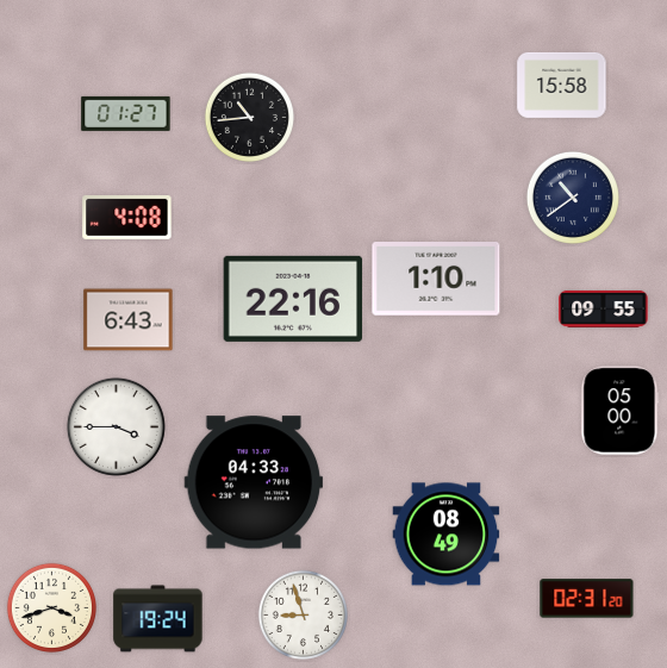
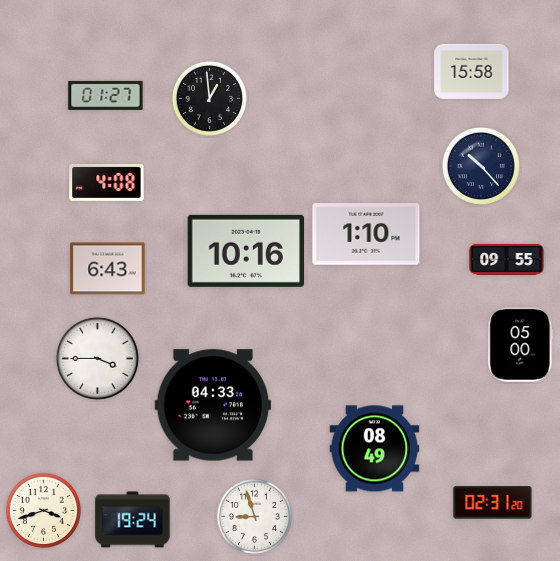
clock at (249, 117): 10:44 -> 12:59
clock at (573, 198): 10:39 -> 10:23
clock at (293, 299): 22:16 -> 10:16
